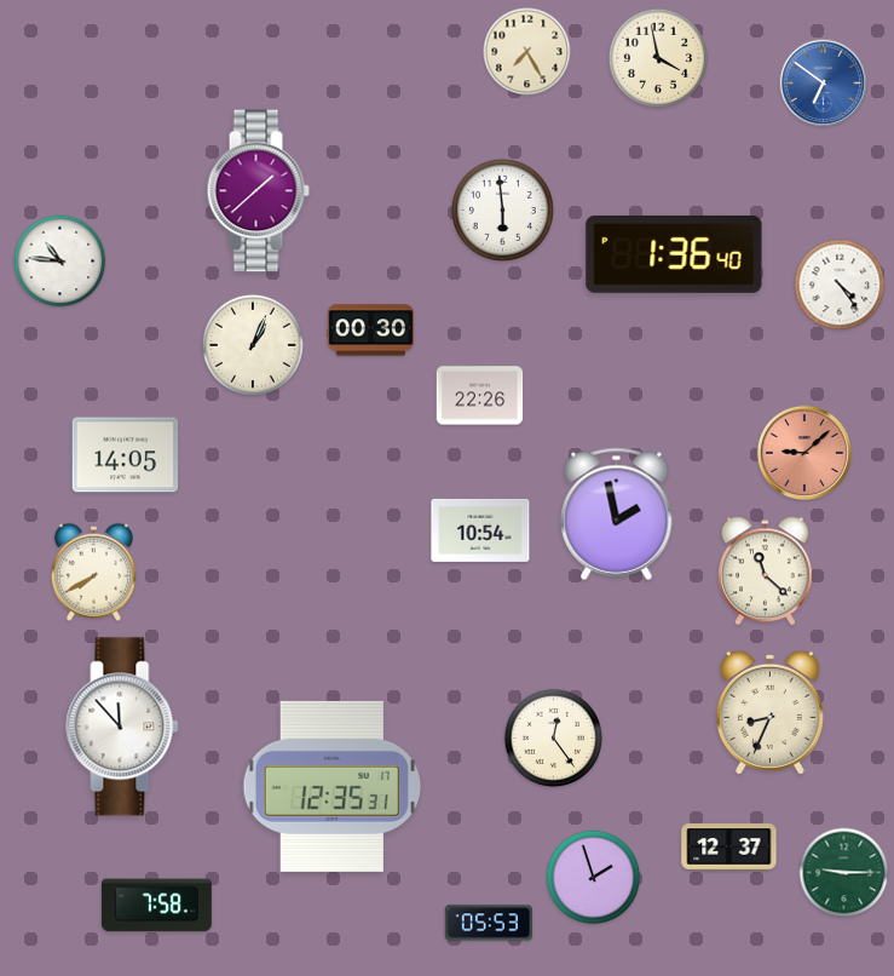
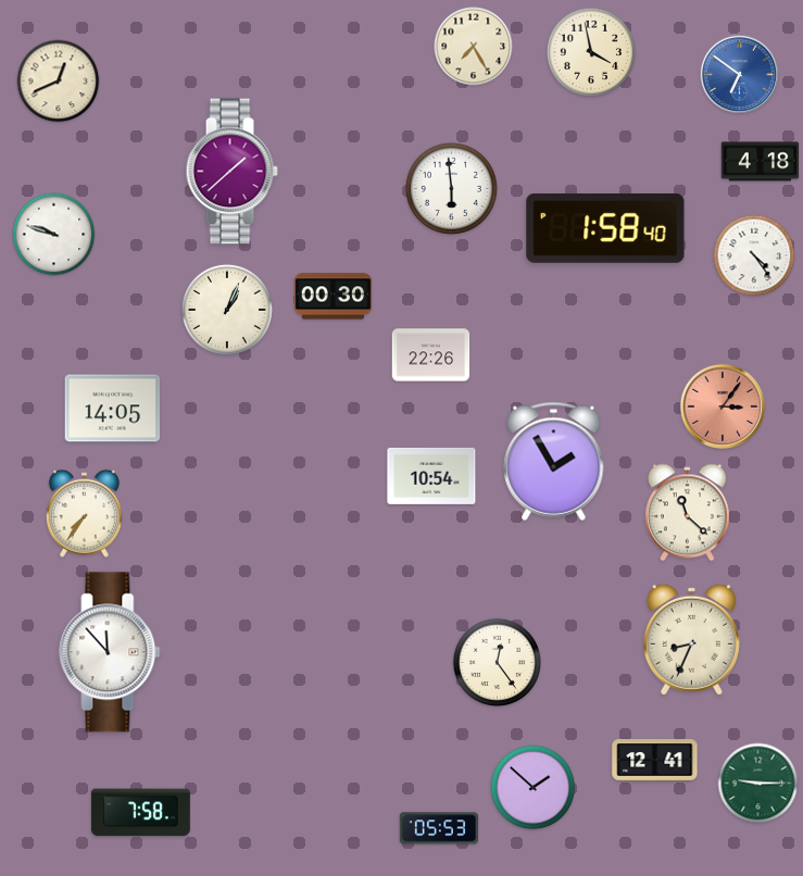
clock at (59, 82): none -> 12:41
clock at (761, 162): none -> 4:18
clock at (674, 256): 1:36 -> 1:58
clock at (60, 262): 10:46 -> 9:48
clock at (804, 453): 9:08 -> 3:06
clock at (617, 513): 1:58 -> 1:55
clock at (93, 572): 7:40 -> 7:36
clock at (331, 786): 12:35 -> none
clock at (729, 848): 12:37 -> 12:41
clock at (594, 878): 1:57 -> 1:52
